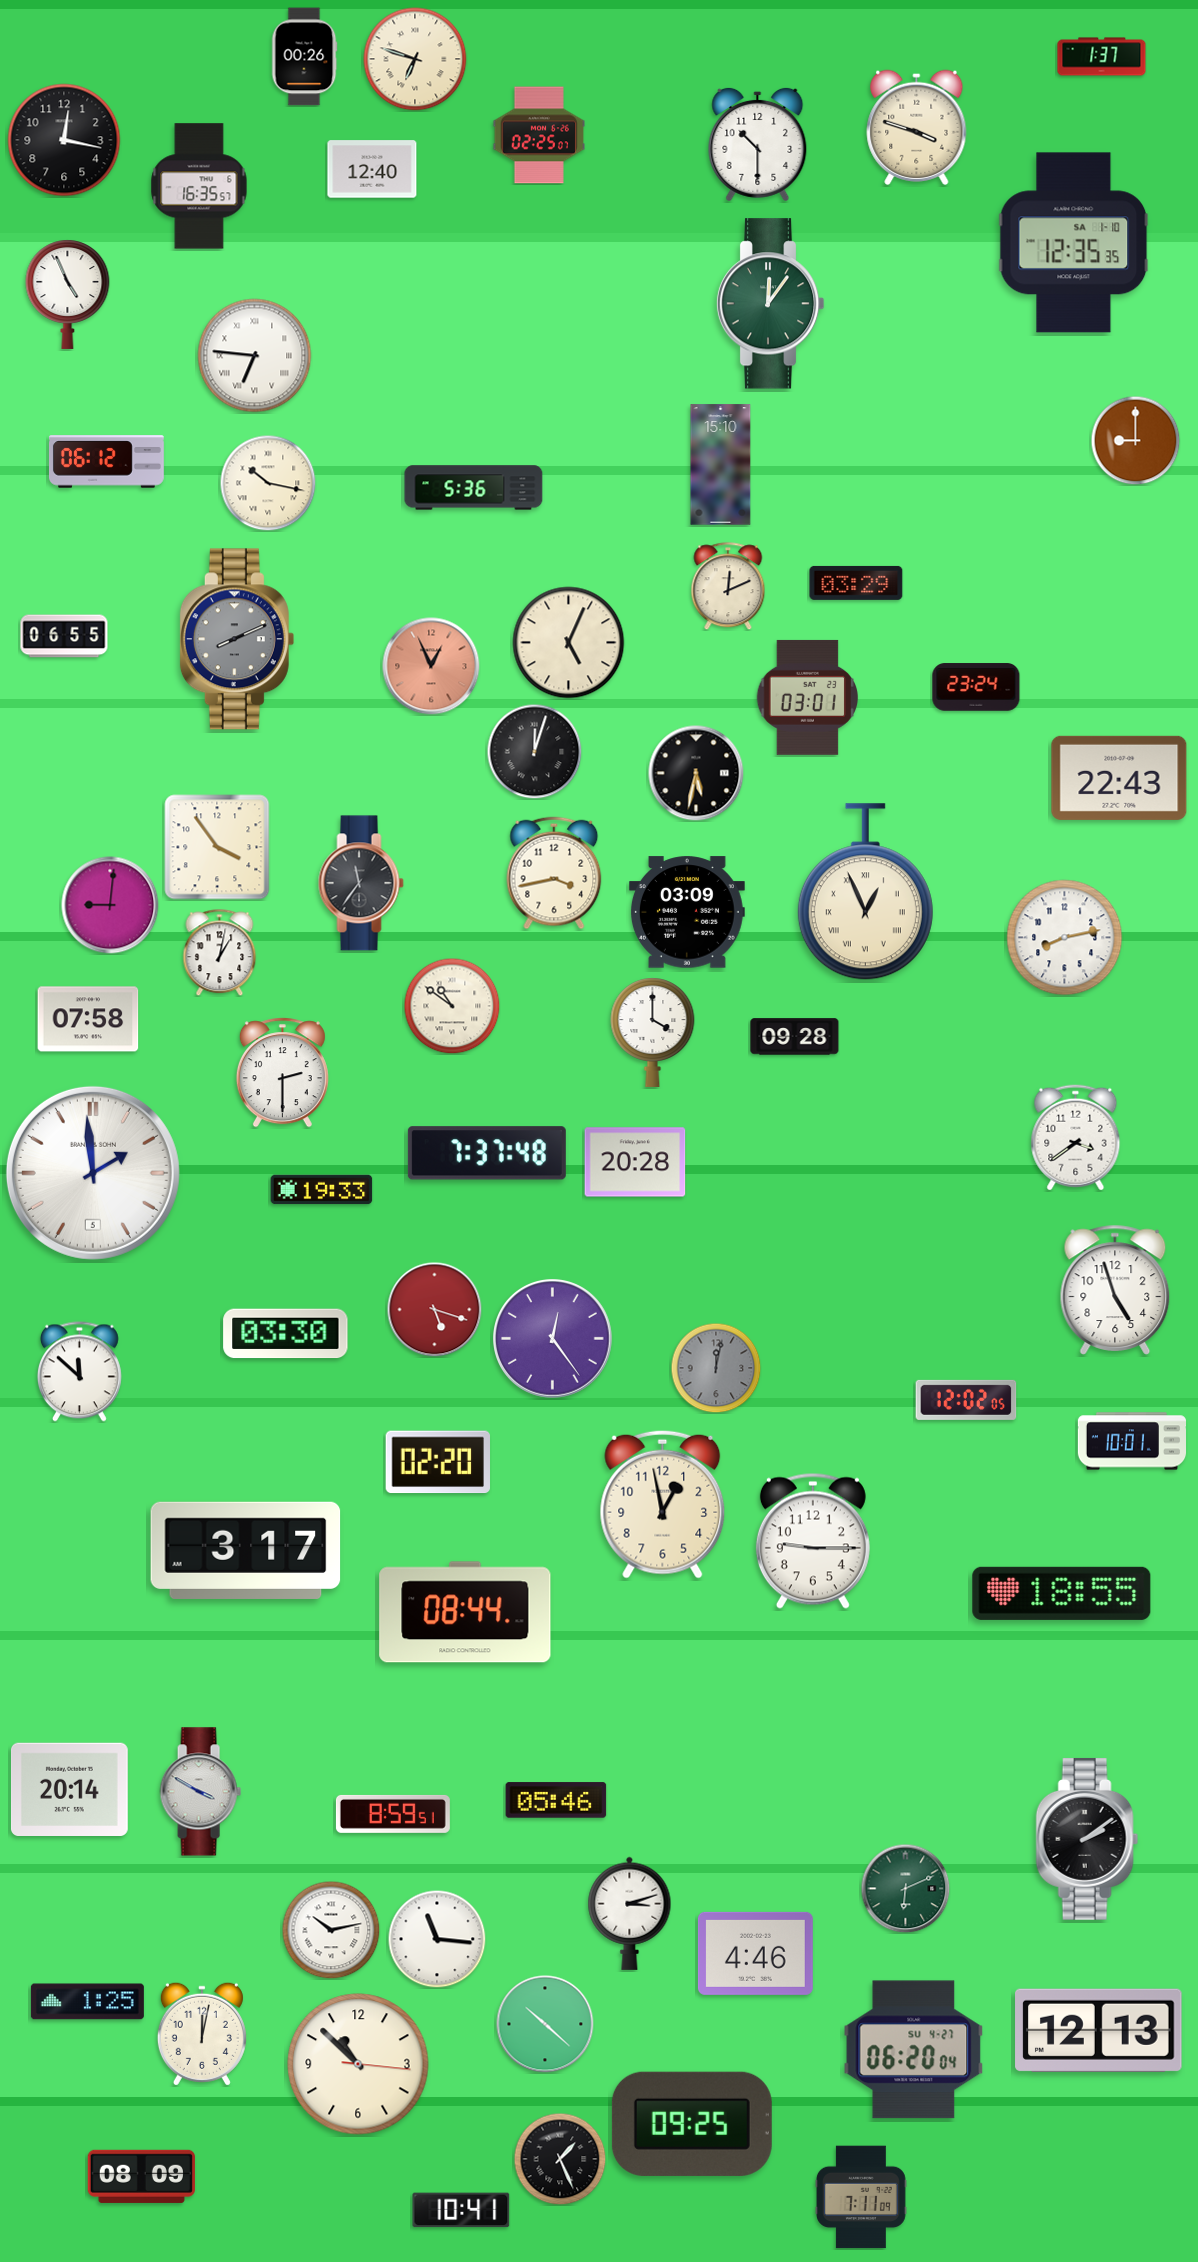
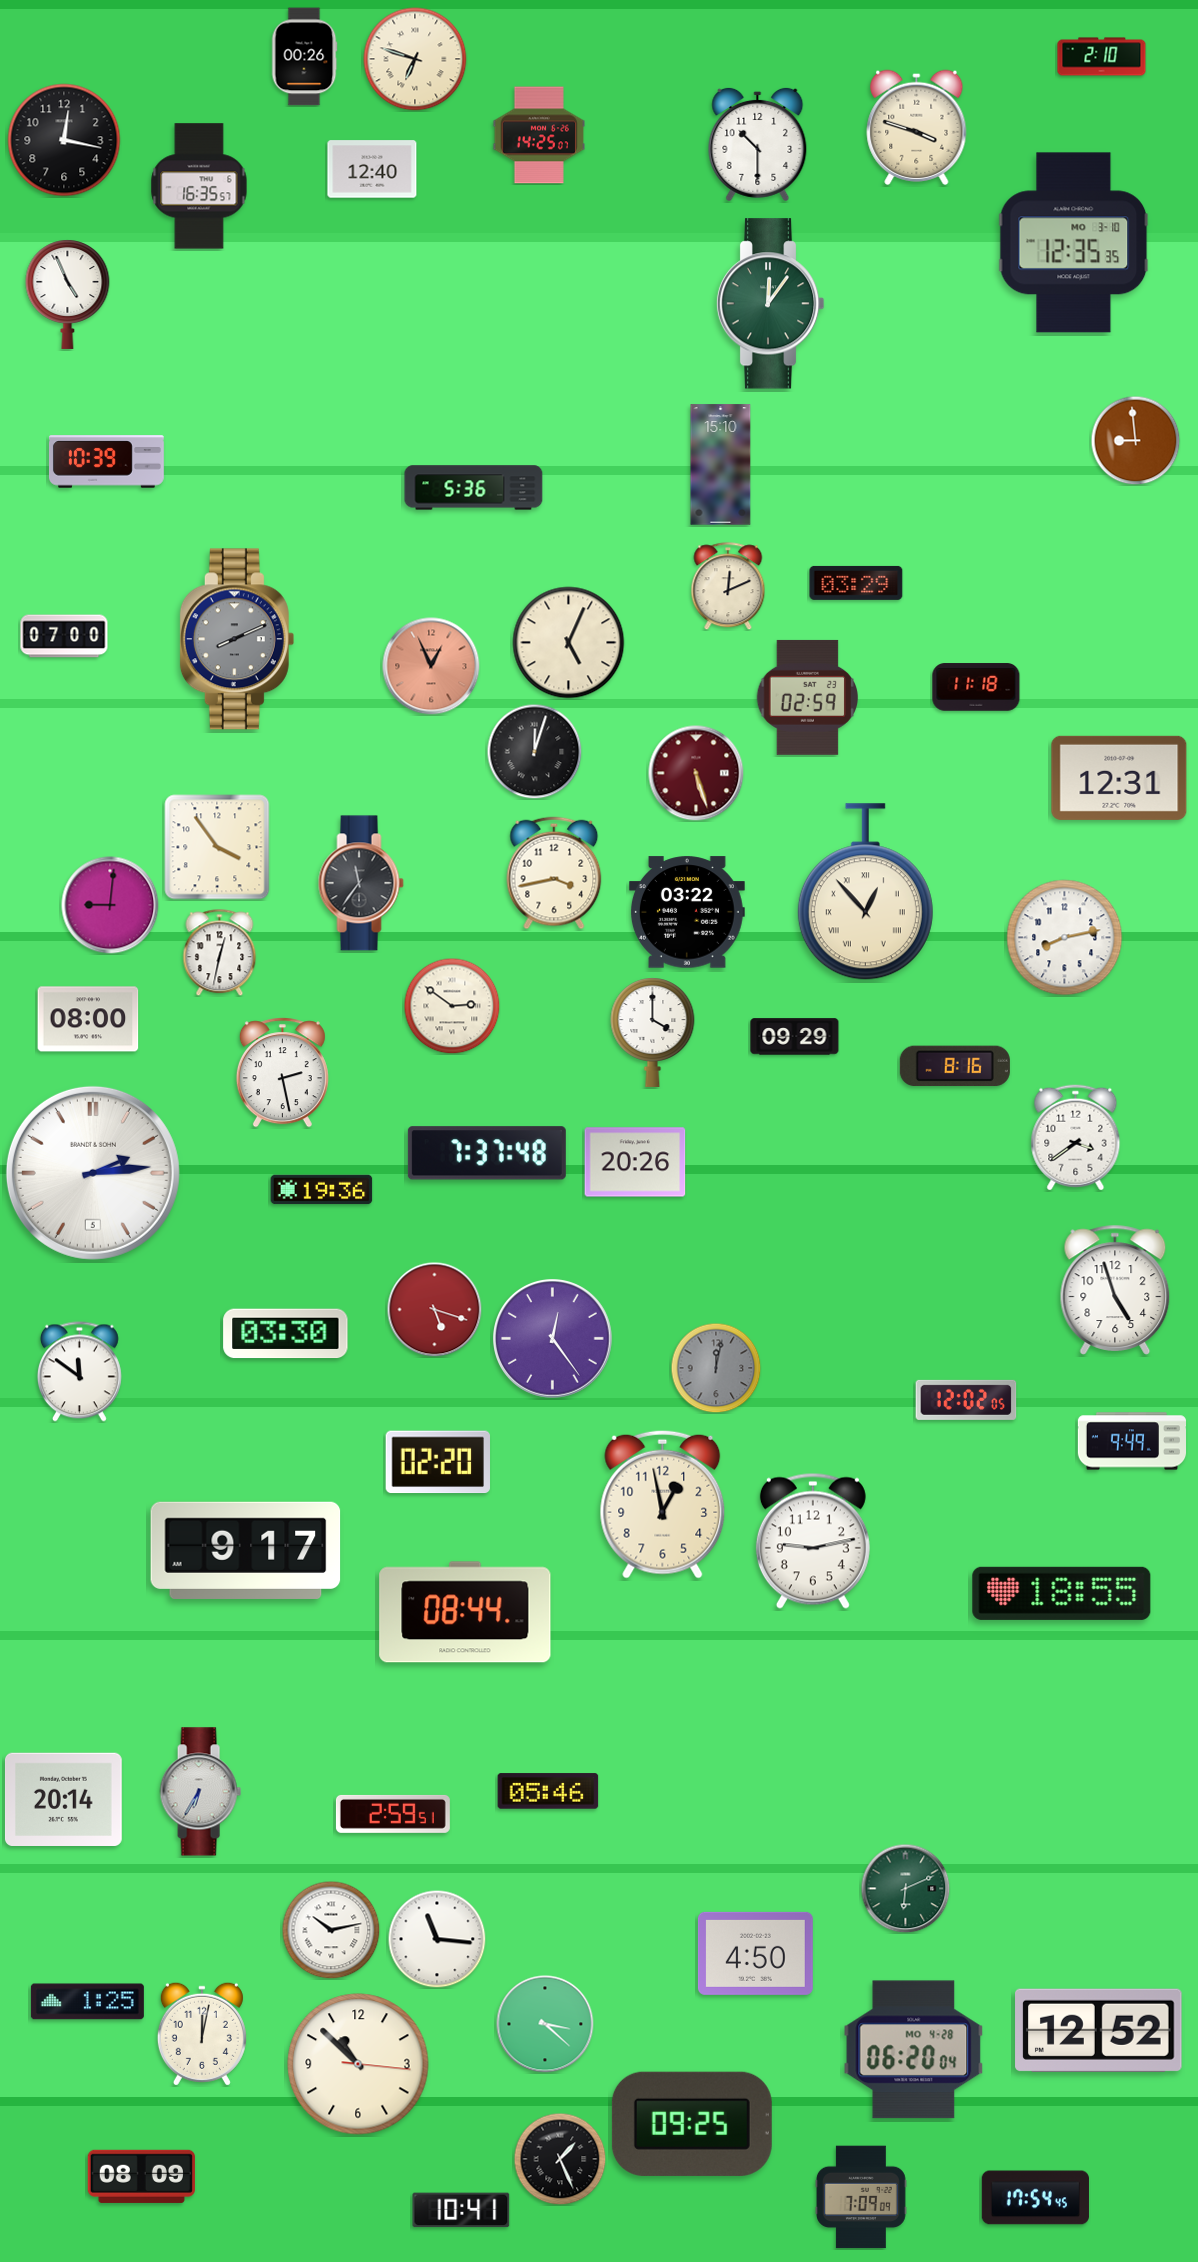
clock at (1102, 57): 1:37 -> 2:10
clock at (538, 135): 02:25 -> 14:25
clock at (1074, 243) date: SA 1-10 -> MO 3-10
clock at (255, 356): 6:46 -> none
clock at (1135, 440): 9:00 -> 8:59
clock at (106, 462): 06:12 -> 10:39
clock at (268, 483): 10:17 -> none
clock at (64, 636): 06:55 -> 07:00
clock at (976, 687): 23:24 -> 11:18
clock at (807, 697): 03:01 -> 02:59
clock at (696, 773): 5:32 -> 5:27
clock at (696, 773) dial: black -> burgundy
clock at (1119, 778): 22:43 -> 12:31
clock at (865, 892): 12:56 -> 12:53
clock at (687, 912): 03:09 -> 03:22
clock at (220, 952): 1:02 -> 12:32
clock at (452, 1006): 10:51 -> 2:51
clock at (88, 1019): 07:58 -> 08:00
clock at (795, 1037): 09:28 -> 09:29
clock at (955, 1066): none -> 8:16
clock at (282, 1073): 2:30 -> 2:28
clock at (635, 1162): 20:28 -> 20:26
clock at (93, 1173): 1:59 -> 2:14
clock at (322, 1190): 19:33 -> 19:36
clock at (79, 1372): 11:52 -> 11:51
clock at (1131, 1441): 10:01 -> 9:49
clock at (813, 1541): 9:15 -> 9:13
clock at (246, 1550): 3:17 -> 9:17
clock at (69, 1789) position: (69, 1789) -> (63, 1799)
clock at (200, 1792): 3:50 -> 6:35
clock at (556, 1800) position: (556, 1800) -> (548, 1791)
clock at (393, 1814): 8:59 -> 2:59
clock at (1087, 1839): 2:09 -> none
clock at (630, 1913): 3:12 -> none
clock at (755, 1953): 4:46 -> 4:50
clock at (545, 2024): 10:22 -> 3:22
clock at (1099, 2030): 12:13 -> 12:52
clock at (914, 2050) date: SU 4-27 -> MO 4-28
clock at (861, 2197): 7:11 -> 7:09
clock at (1035, 2198): none -> 17:54
